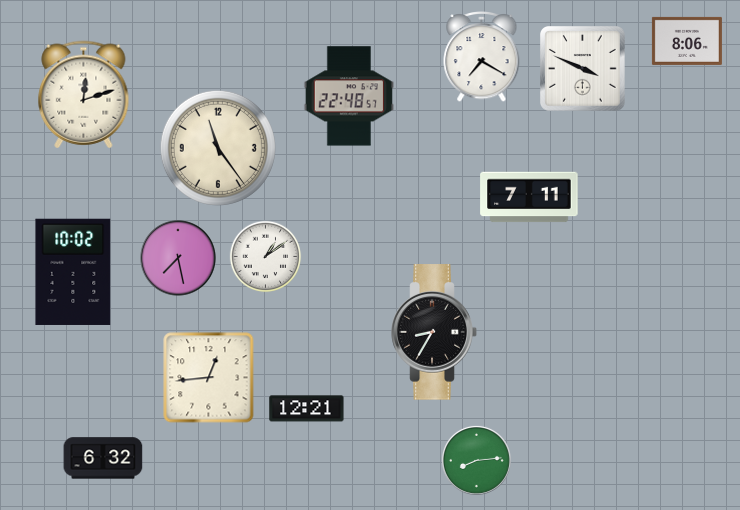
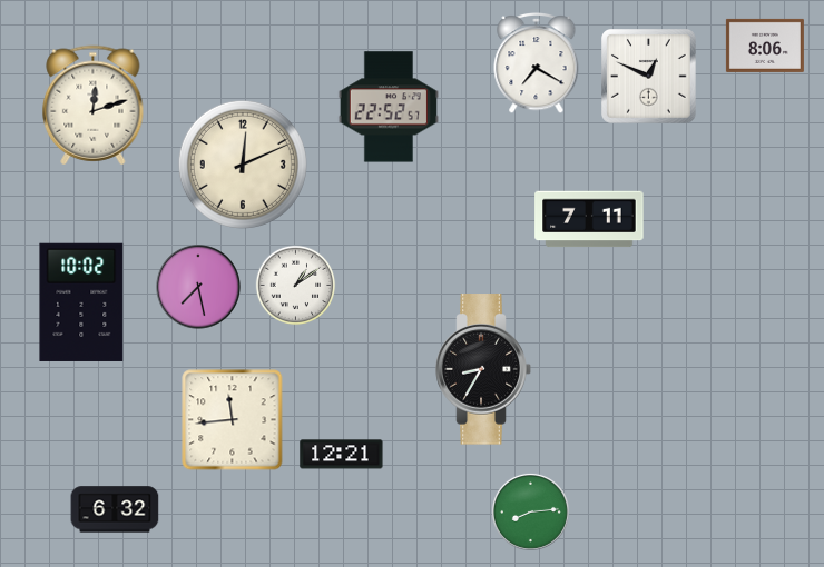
clock at (583, 69): 3:49 -> 12:49
clock at (349, 96): 22:48 -> 22:52
clock at (218, 148): 11:24 -> 12:11
clock at (209, 378): 12:44 -> 11:44
